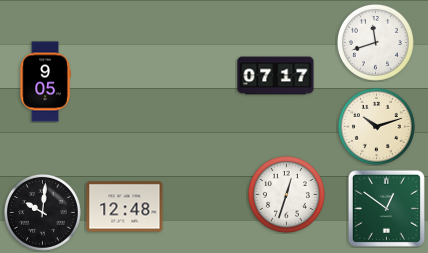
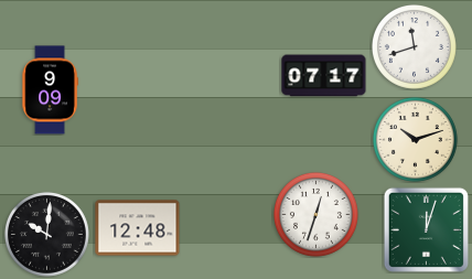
clock at (276, 76) position: (276, 76) -> (324, 76)
clock at (45, 82): 9:05 -> 9:09
clock at (386, 208): 12:51 -> 12:03
